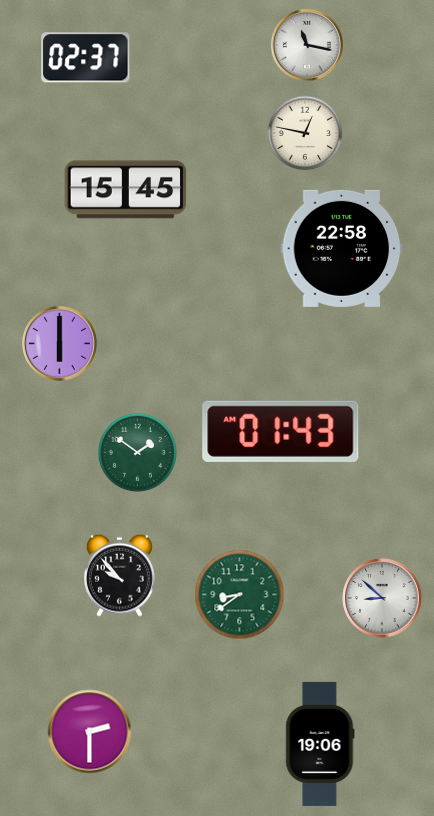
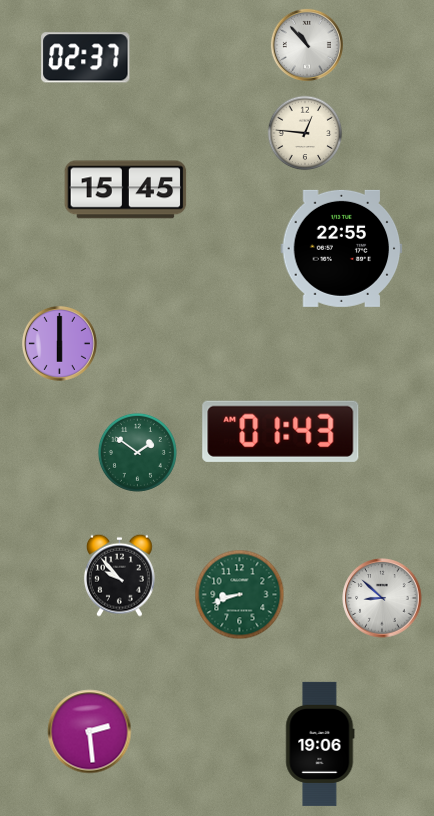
clock at (307, 45): 11:17 -> 10:53
clock at (305, 133): 12:47 -> 12:46
clock at (342, 248): 22:58 -> 22:55
clock at (240, 595): 8:39 -> 8:42
clock at (90, 732): 2:30 -> 2:29
